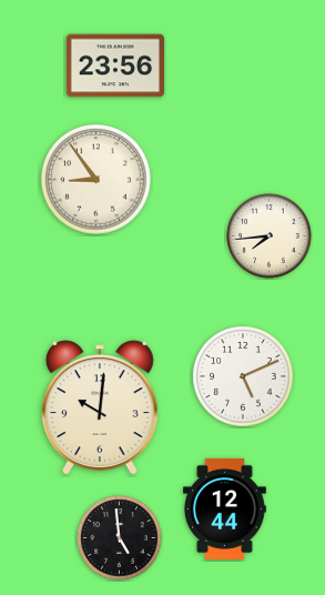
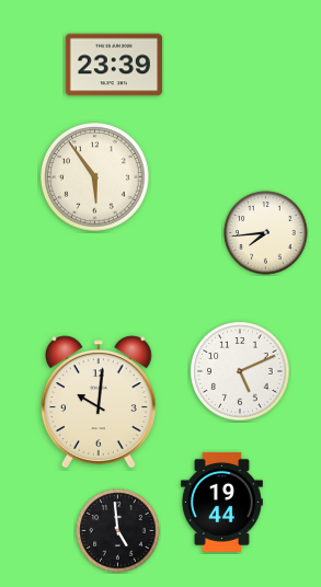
clock at (114, 65): 23:56 -> 23:39
clock at (97, 180): 8:54 -> 5:54
clock at (224, 508): 12:44 -> 19:44
